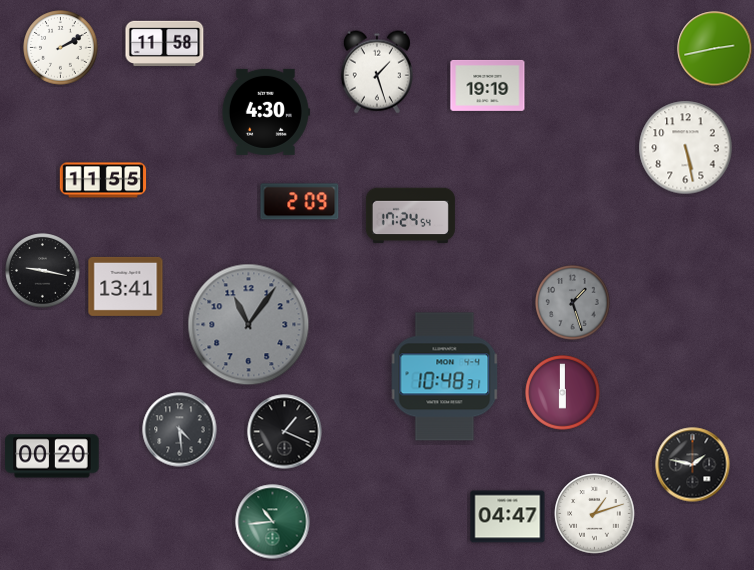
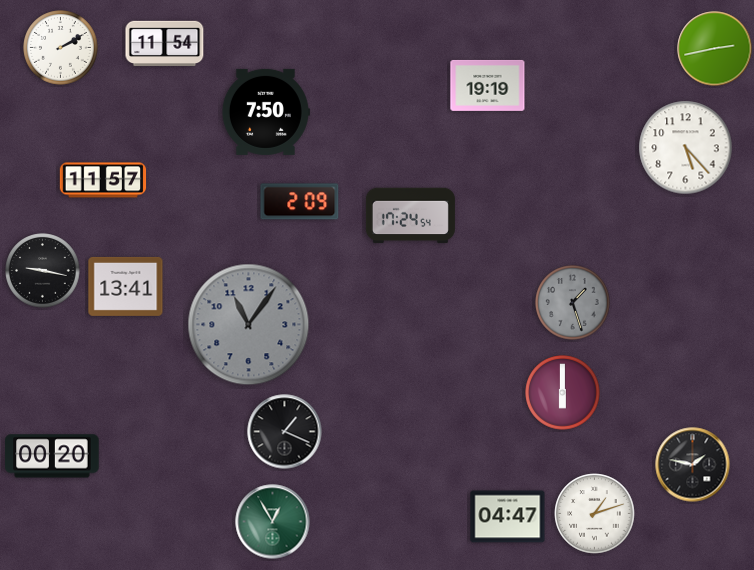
clock at (165, 44): 11:58 -> 11:54
clock at (377, 72): 1:27 -> none
clock at (265, 112): 4:30 -> 7:50
clock at (686, 148): 5:28 -> 5:23
clock at (103, 180): 11:55 -> 11:57
clock at (445, 377): 10:48 -> none
clock at (180, 430): 4:29 -> none
clock at (273, 522): 10:44 -> 12:55
